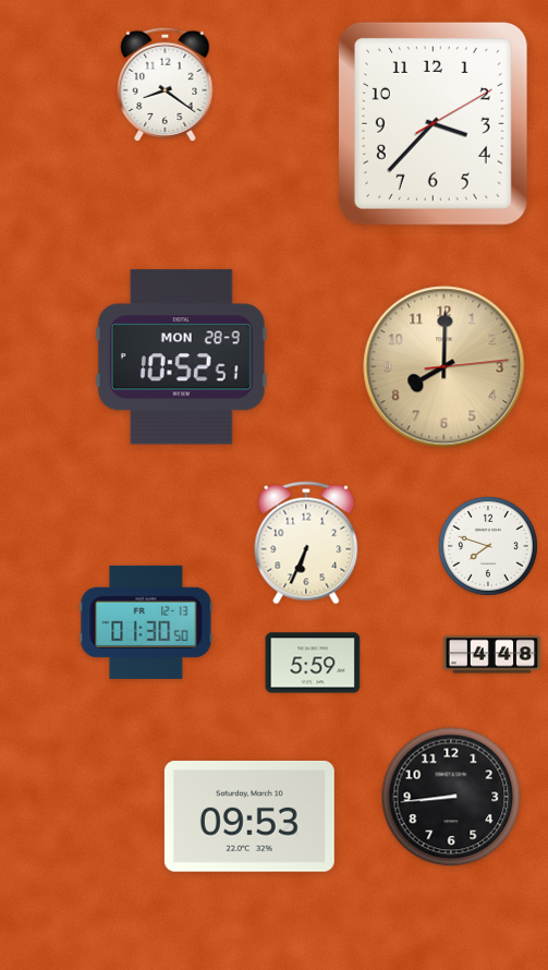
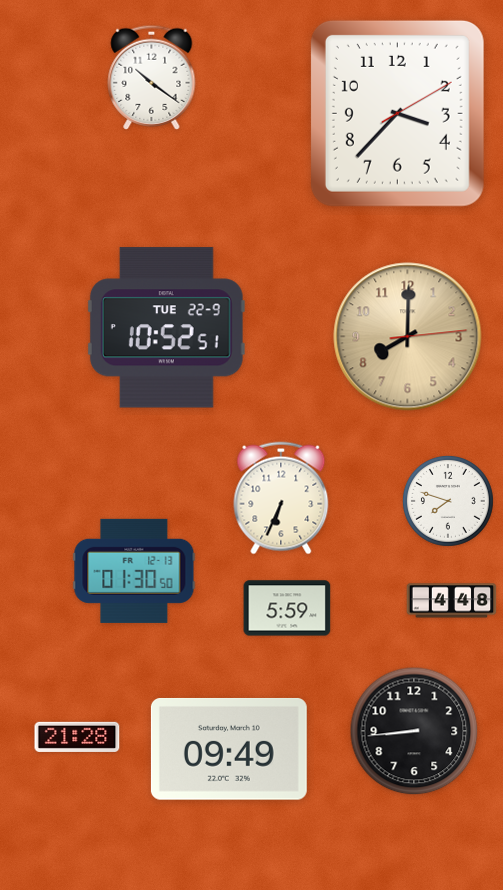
clock at (166, 84): 8:21 -> 10:21
clock at (181, 357) date: MON 28-9 -> TUE 22-9
clock at (77, 737): none -> 21:28
clock at (249, 816): 09:53 -> 09:49
